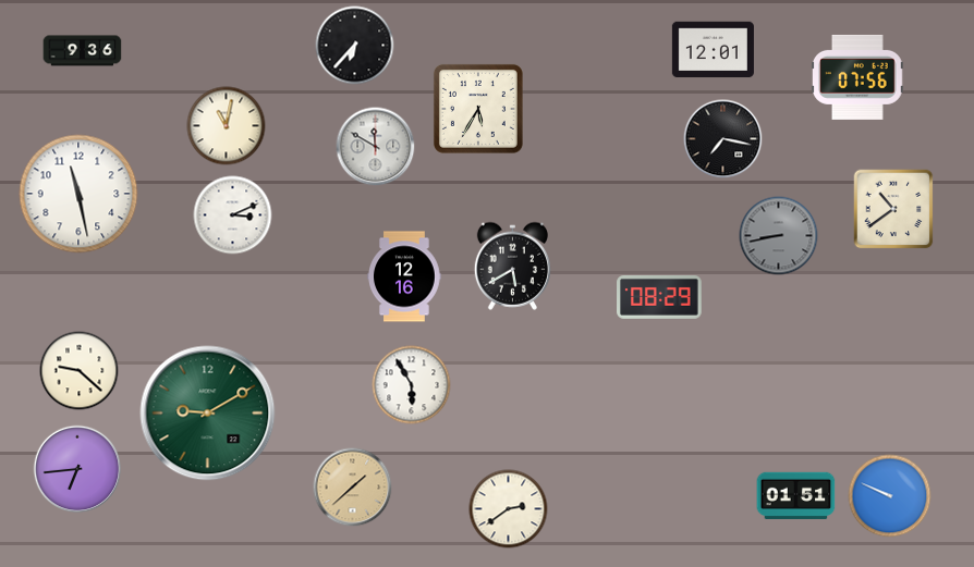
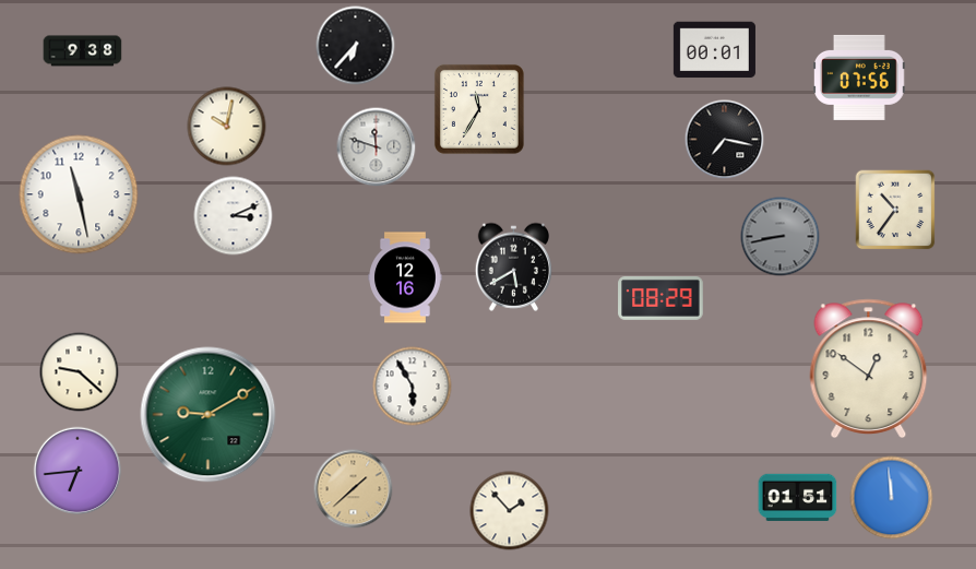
clock at (713, 50): 12:01 -> 00:01
clock at (83, 51): 9:36 -> 9:38
clock at (478, 109): 5:35 -> 11:35
clock at (227, 126): 11:02 -> 10:02
clock at (376, 147): 11:50 -> 11:48
clock at (893, 209): 10:39 -> 10:36
clock at (869, 368): none -> 12:51
clock at (890, 496): 9:49 -> 11:59
clock at (509, 509): 2:39 -> 1:53
